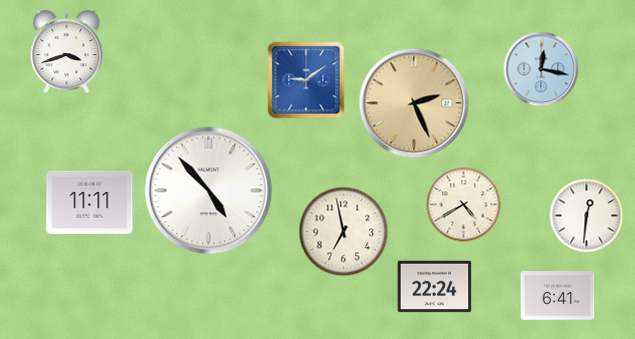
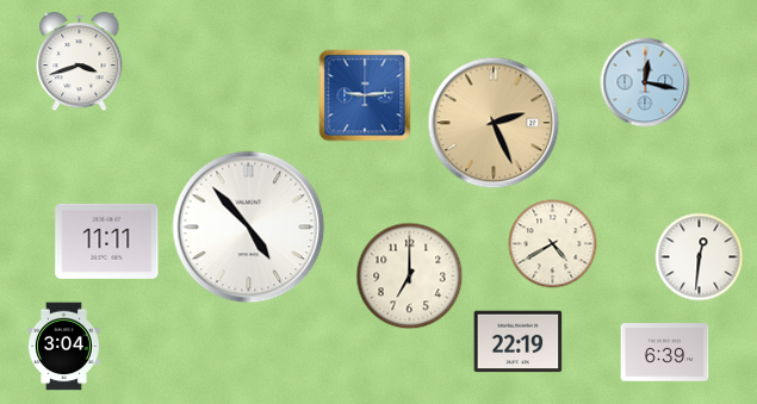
clock at (306, 80): 9:09 -> 9:14
clock at (344, 232): 6:58 -> 7:00
clock at (435, 287): 22:24 -> 22:19
clock at (64, 347): none -> 3:04
clock at (558, 296): 6:41 -> 6:39
